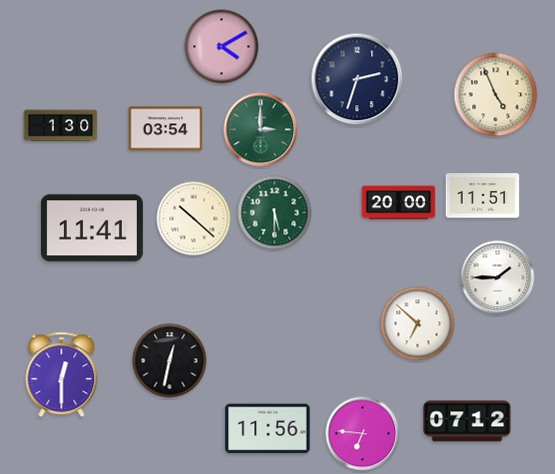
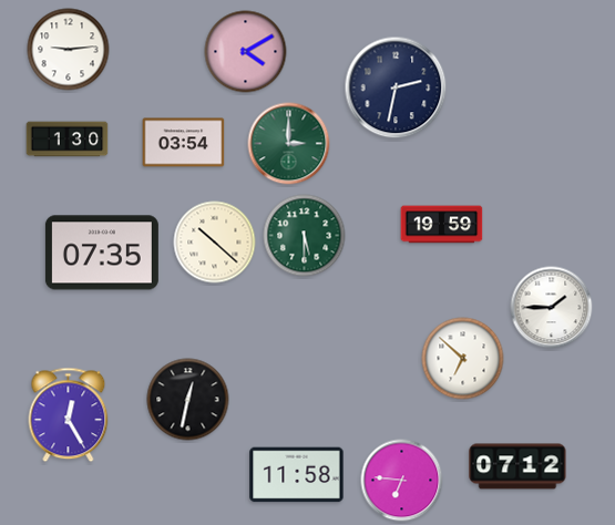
clock at (69, 50): none -> 9:14
clock at (357, 79): 2:33 -> 2:32
clock at (496, 95): 4:56 -> none
clock at (483, 196): 11:51 -> none
clock at (399, 203): 20:00 -> 19:59
clock at (92, 228): 11:41 -> 07:35
clock at (62, 375): 12:30 -> 12:25
clock at (268, 429): 11:56 -> 11:58
